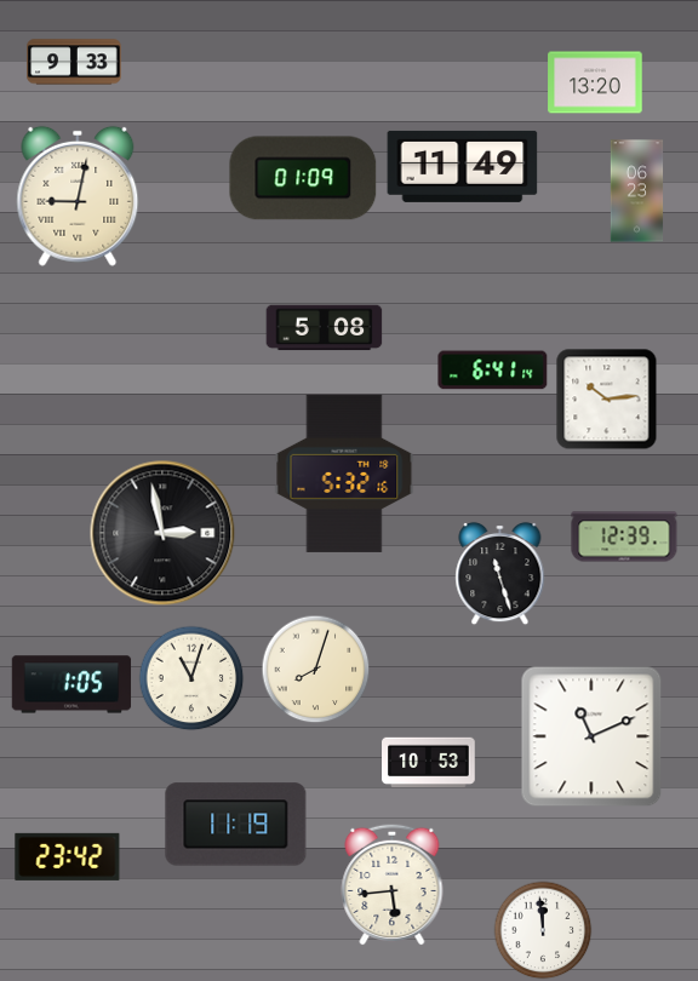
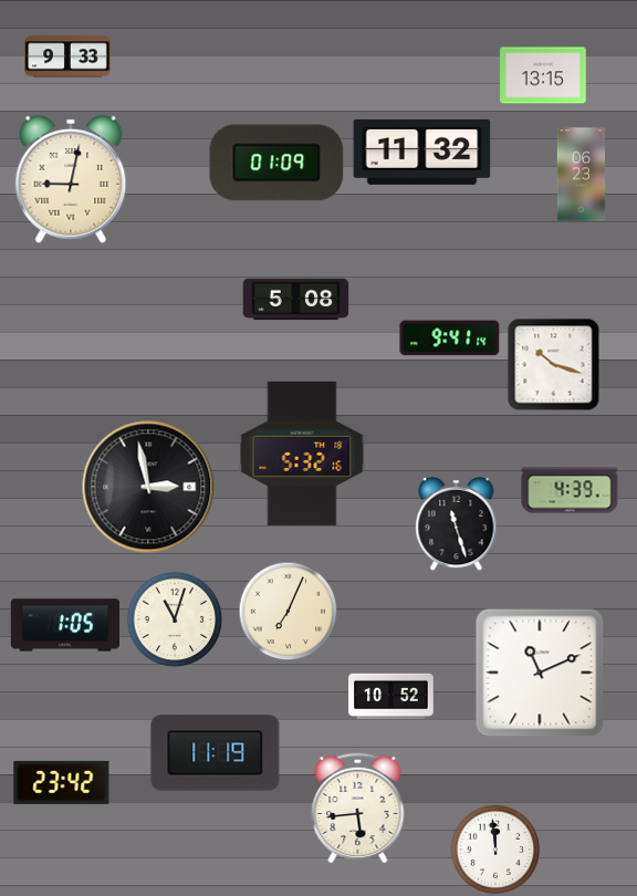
clock at (595, 82): 13:20 -> 13:15
clock at (463, 166): 11:49 -> 11:32
clock at (493, 371): 6:41 -> 9:41
clock at (607, 400): 10:14 -> 10:18
clock at (344, 474) position: (344, 474) -> (302, 454)
clock at (624, 537): 12:39 -> 4:39
clock at (316, 670): 8:03 -> 7:04
clock at (429, 762): 10:53 -> 10:52
